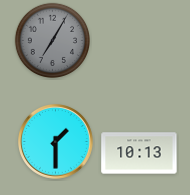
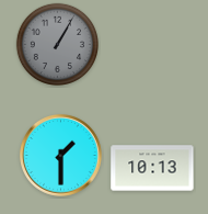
clock at (52, 40): 7:05 -> 1:05
